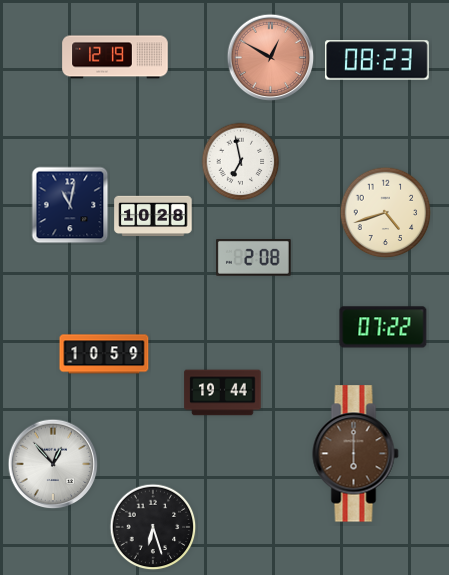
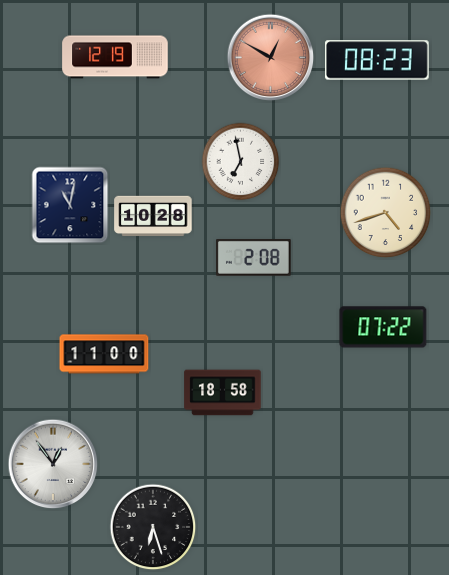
clock at (104, 354): 10:59 -> 11:00
clock at (223, 393): 19:44 -> 18:58
clock at (356, 454): 6:00 -> none
clock at (53, 464): 12:53 -> 12:54
